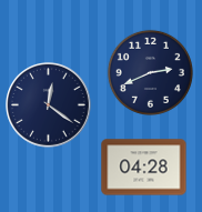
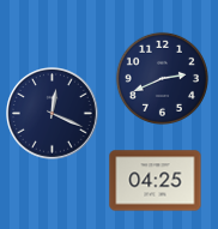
clock at (49, 105): 12:21 -> 12:19
clock at (144, 168): 04:28 -> 04:25
